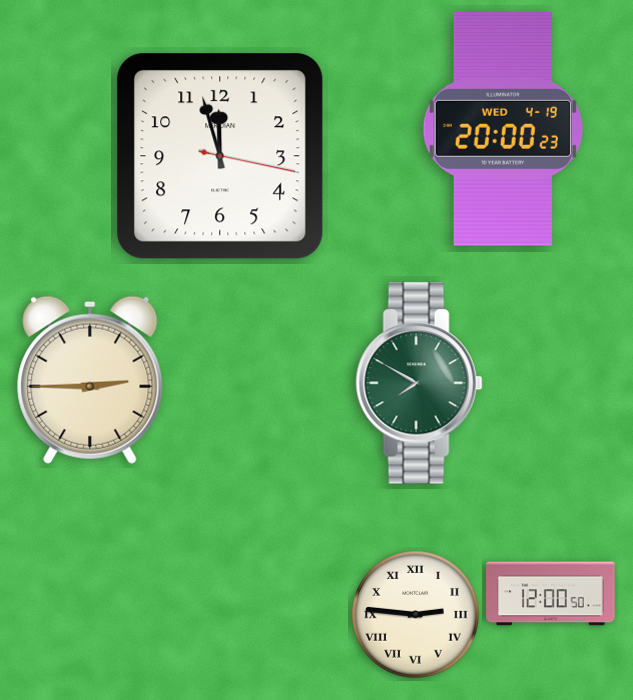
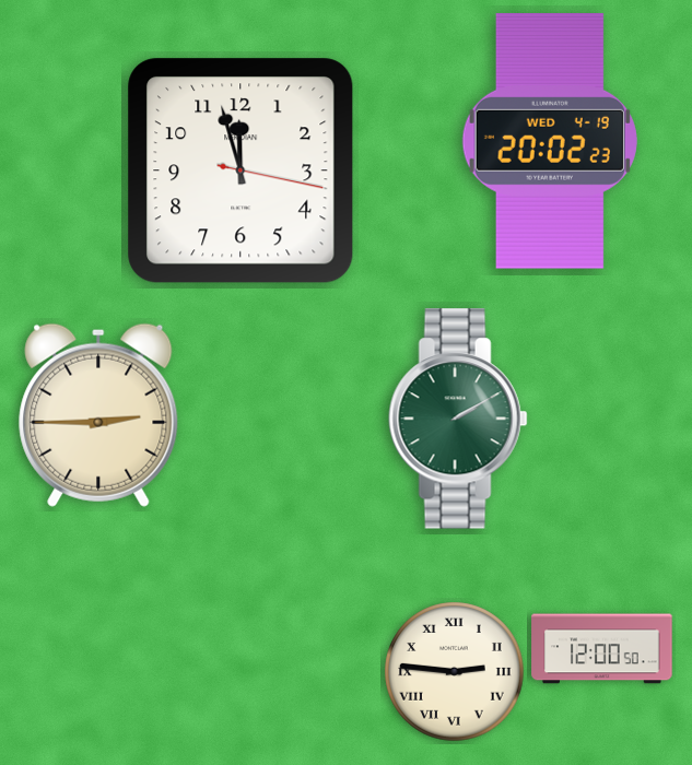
clock at (503, 129): 20:00 -> 20:02
clock at (419, 383): 7:50 -> 2:10
